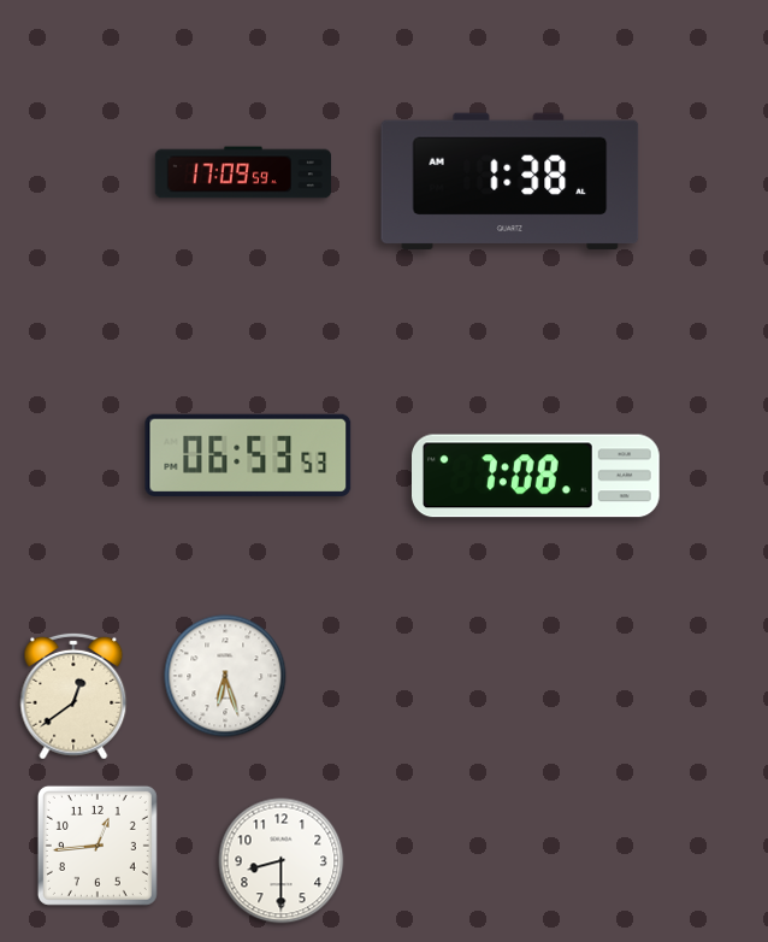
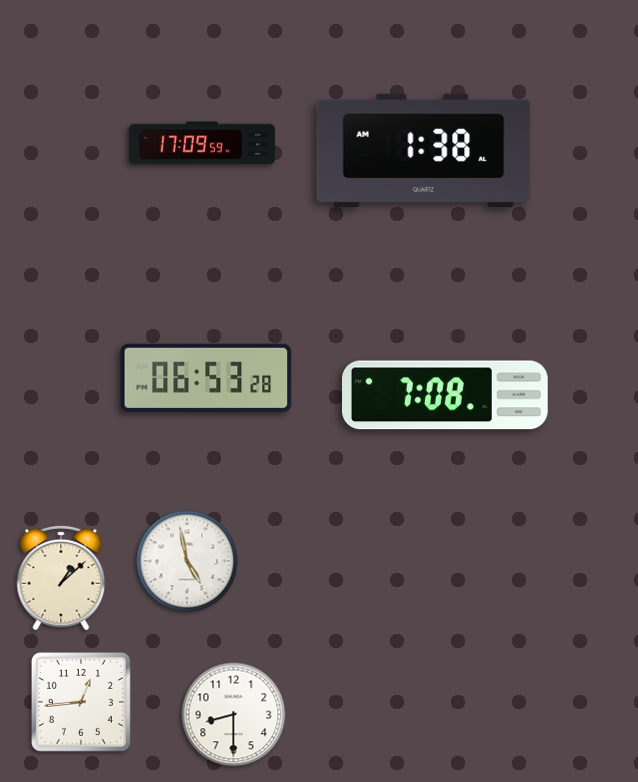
clock at (248, 455): 06:53:53 -> 06:53:28
clock at (225, 676): 6:27 -> 4:58
clock at (73, 696): 12:39 -> 1:08
